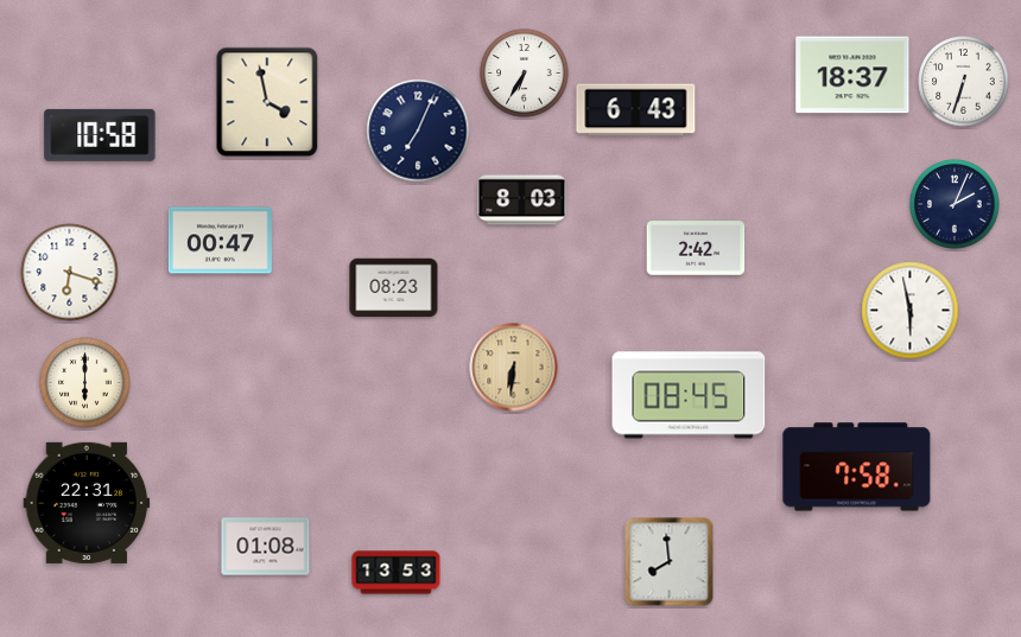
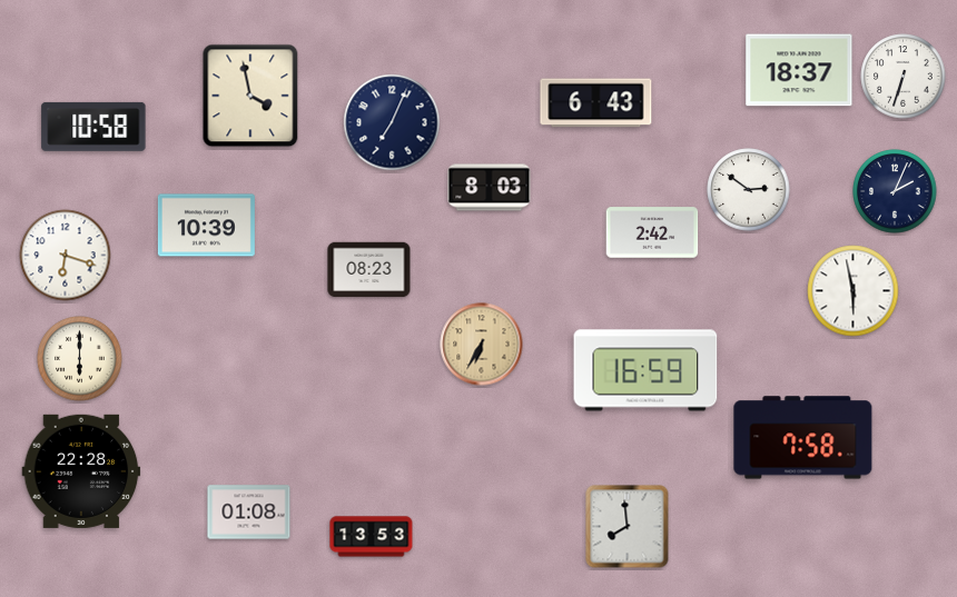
clock at (525, 74): 6:35 -> none
clock at (749, 190): none -> 2:51
clock at (220, 241): 00:47 -> 10:39
clock at (514, 368): 6:31 -> 6:35
clock at (689, 395): 08:45 -> 16:59
clock at (87, 503): 22:31 -> 22:28
